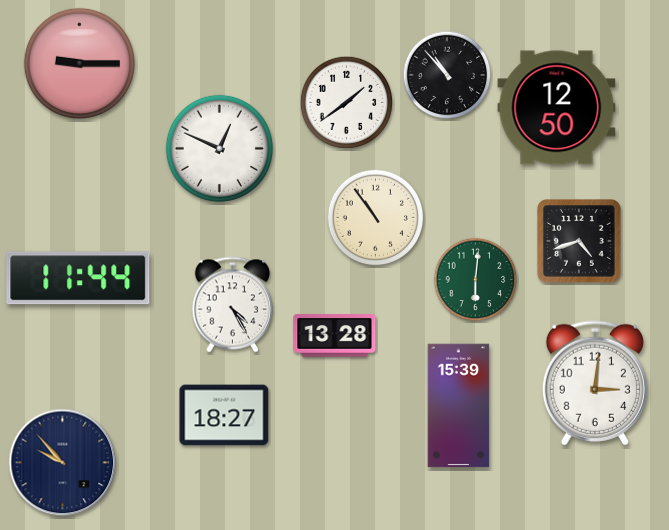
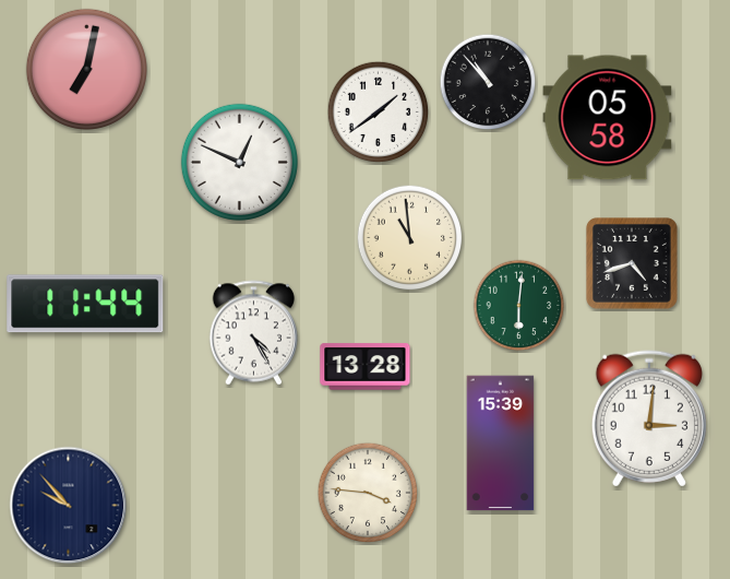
clock at (79, 63): 9:15 -> 7:02
clock at (557, 108): 12:50 -> 05:58
clock at (376, 218): 10:54 -> 10:59
clock at (224, 415): 18:27 -> none
clock at (368, 493): none -> 3:46
